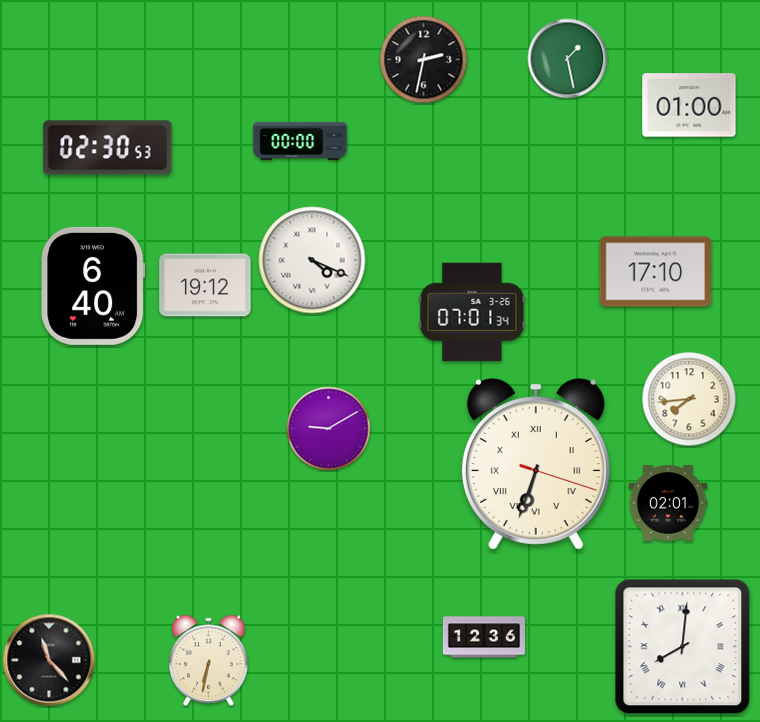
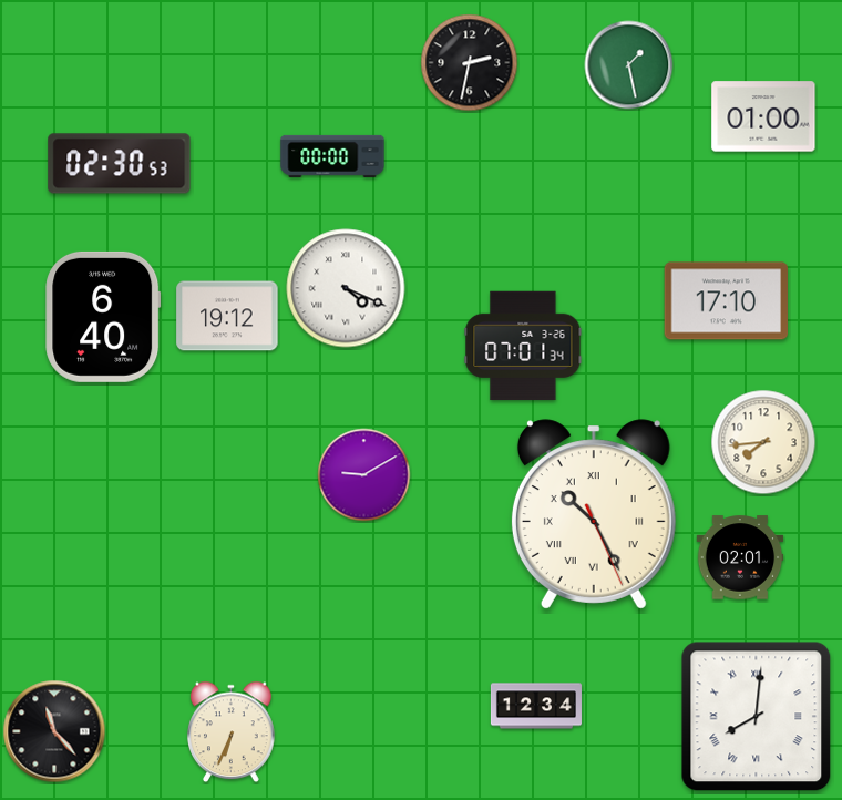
clock at (424, 60) position: (424, 60) -> (470, 63)
clock at (536, 464): 6:33 -> 10:25
clock at (484, 637): 12:36 -> 12:34
clock at (209, 661): 6:32 -> 6:34
